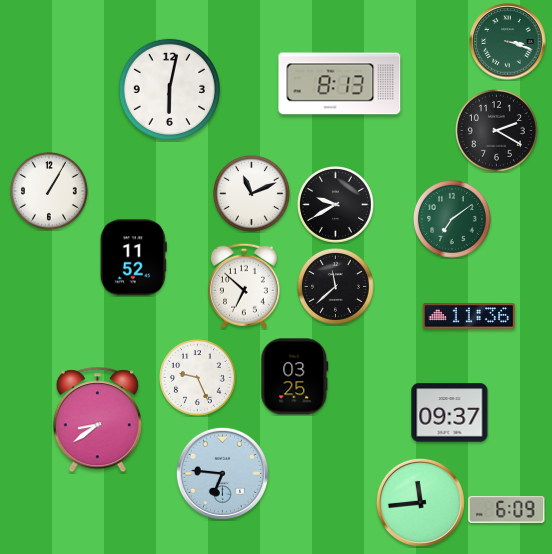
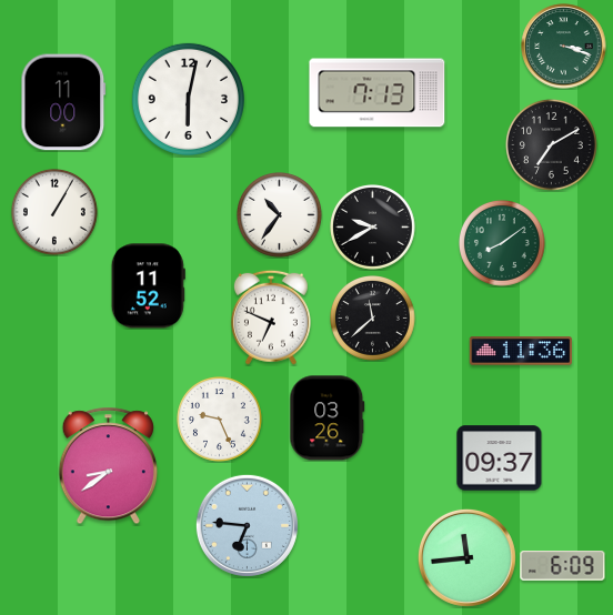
clock at (340, 84): 8:13 -> 7:13
clock at (63, 102): none -> 11:00
clock at (496, 130): 2:20 -> 7:10
clock at (252, 194): 11:11 -> 10:36
clock at (453, 220): 7:09 -> 8:09
clock at (244, 286): 6:52 -> 6:49
clock at (295, 377): 03:25 -> 03:26
